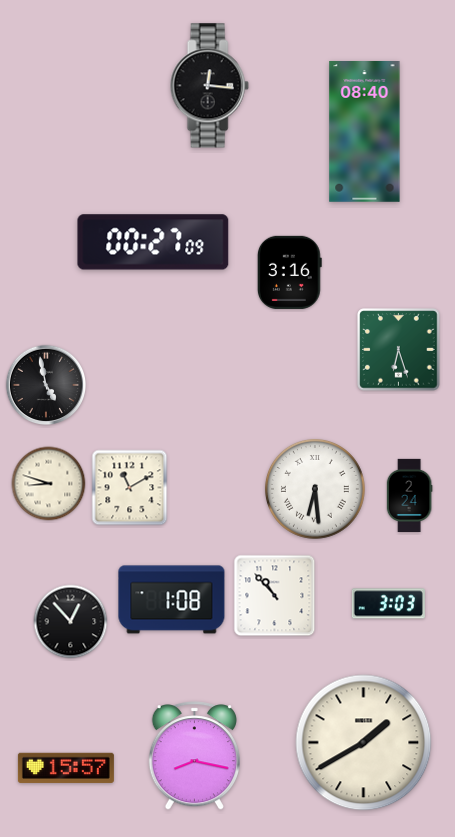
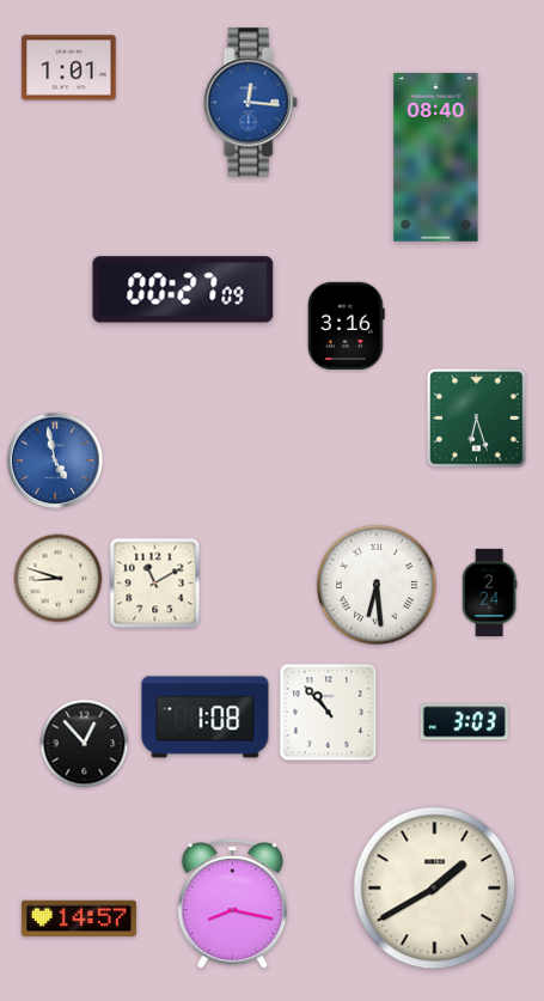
clock at (69, 68): none -> 1:01
clock at (209, 86) dial: black -> blue
clock at (46, 385) dial: black -> blue
clock at (66, 768): 15:57 -> 14:57
